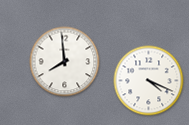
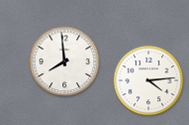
clock at (149, 81): 4:19 -> 4:14
